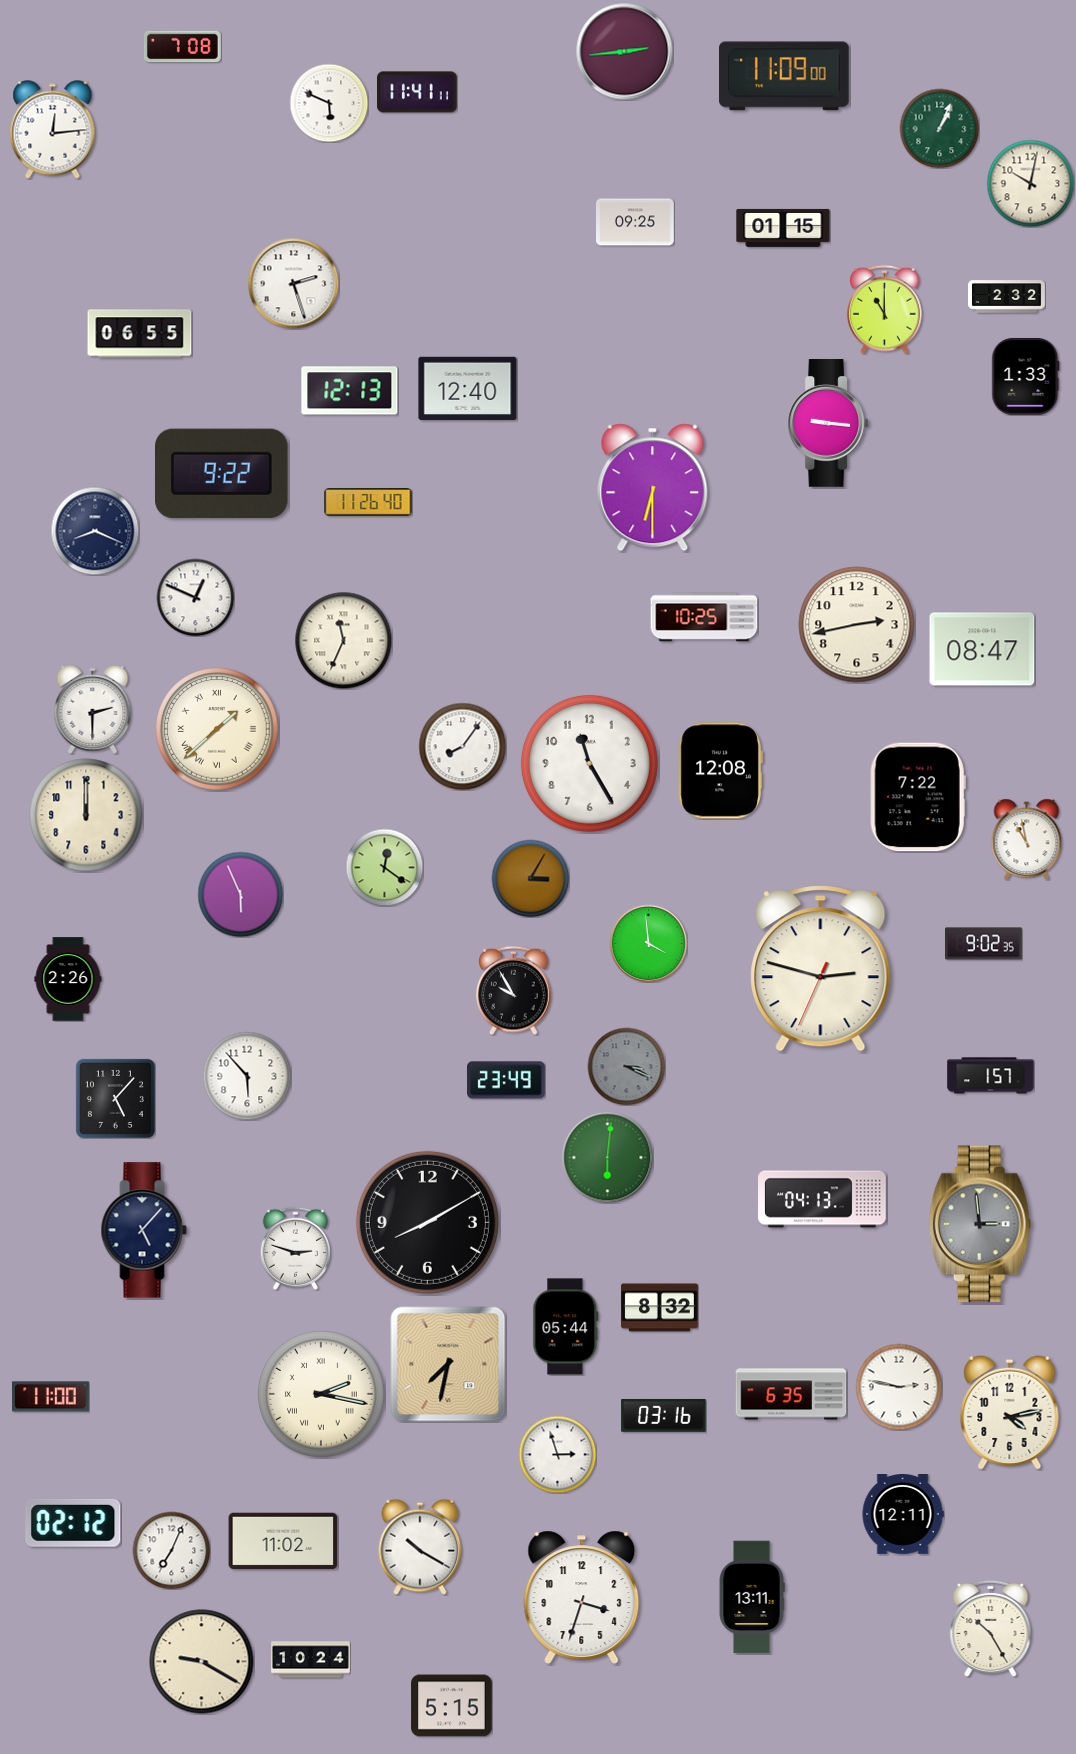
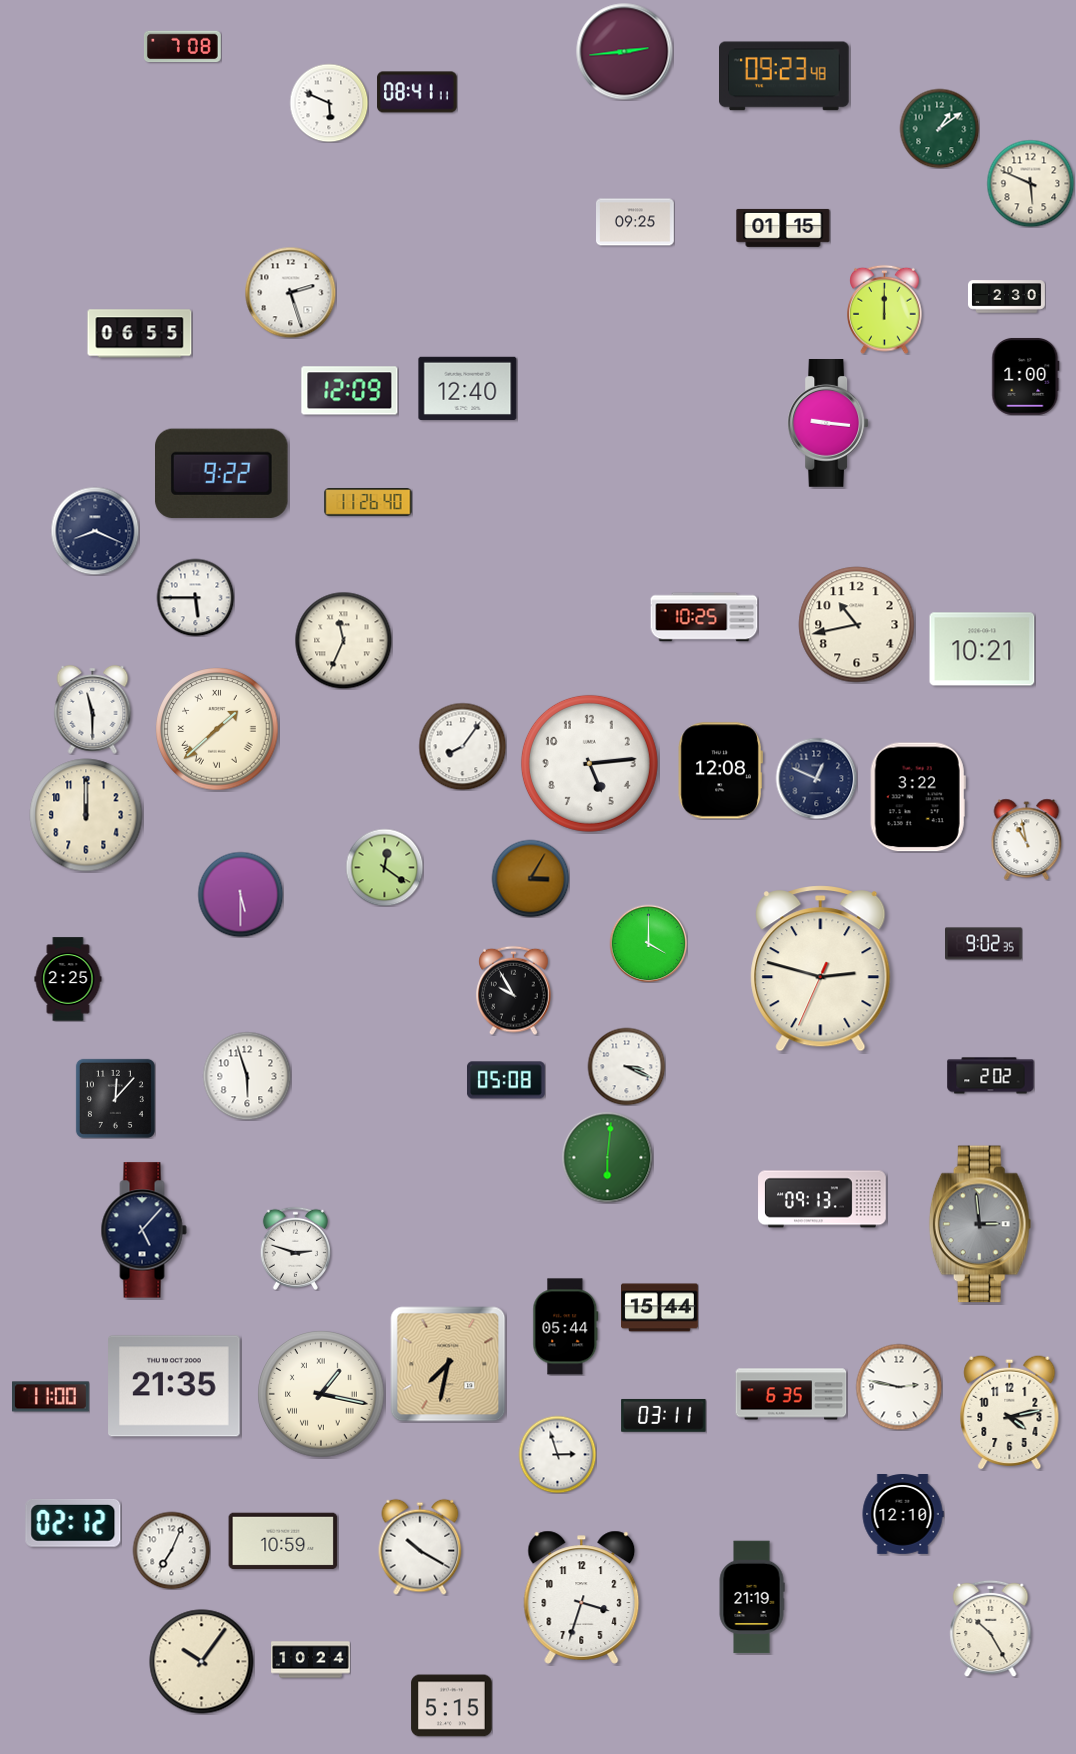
clock at (785, 76): 11:09 -> 09:23
clock at (417, 92): 11:41 -> 08:41
clock at (939, 128): 1:04 -> 1:09
clock at (53, 130): 12:14 -> none
clock at (1030, 183): 10:02 -> 5:49
clock at (293, 283) position: (293, 283) -> (290, 292)
clock at (1007, 297): 2:32 -> 2:30
clock at (885, 309): 11:00 -> 12:00
clock at (1026, 376): 1:33 -> 1:00
clock at (350, 391): 12:13 -> 12:09
clock at (653, 488): 6:30 -> none
clock at (195, 597): 12:49 -> 5:45
clock at (857, 625): 2:43 -> 10:43
clock at (982, 649): 08:47 -> 10:21
clock at (93, 710): 2:30 -> 11:30
clock at (589, 763): 11:25 -> 5:14
clock at (816, 778): none -> 12:49
clock at (918, 797): 7:22 -> 3:22
clock at (240, 894): 5:56 -> 5:30
clock at (648, 943): 3:59 -> 4:00
clock at (68, 979): 2:26 -> 2:25
clock at (626, 1066) dial: grey -> white
clock at (247, 1076): 5:53 -> 5:57
clock at (991, 1076): 1:57 -> 2:02
clock at (507, 1080): 23:49 -> 05:08
clock at (115, 1098): 5:07 -> 12:07
clock at (822, 1199): 04:13 -> 09:13
clock at (427, 1222): 8:10 -> none
clock at (660, 1308): 8:32 -> 15:44
clock at (174, 1386): none -> 21:35
clock at (321, 1394): 2:17 -> 1:17
clock at (664, 1416): 03:16 -> 03:11
clock at (903, 1515): 12:11 -> 12:10
clock at (283, 1541): 11:02 -> 10:59
clock at (752, 1597): 13:11 -> 21:19
clock at (202, 1662): 9:20 -> 10:06
